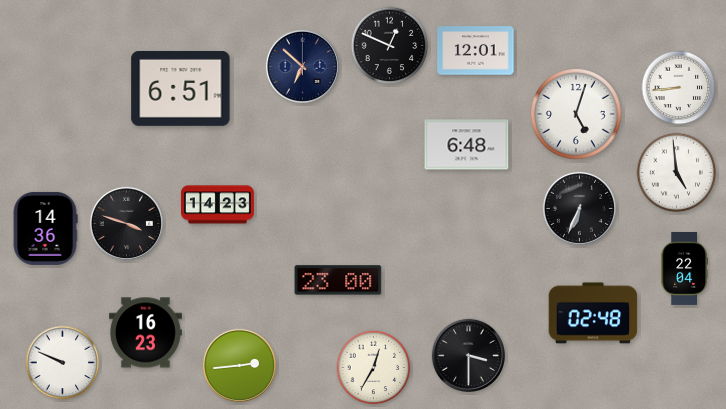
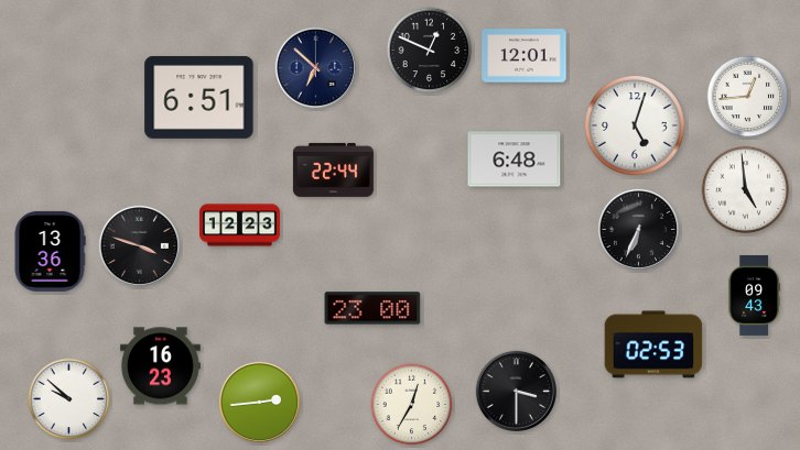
clock at (302, 66) position: (302, 66) -> (315, 67)
clock at (679, 88): 8:44 -> 12:44
clock at (333, 169): none -> 22:44
clock at (217, 205): 14:23 -> 12:23
clock at (45, 228): 14:36 -> 13:36
clock at (684, 268): 22:04 -> 09:43
clock at (593, 313): 02:48 -> 02:53
clock at (63, 363): 9:49 -> 9:52
clock at (239, 365) position: (239, 365) -> (259, 402)
